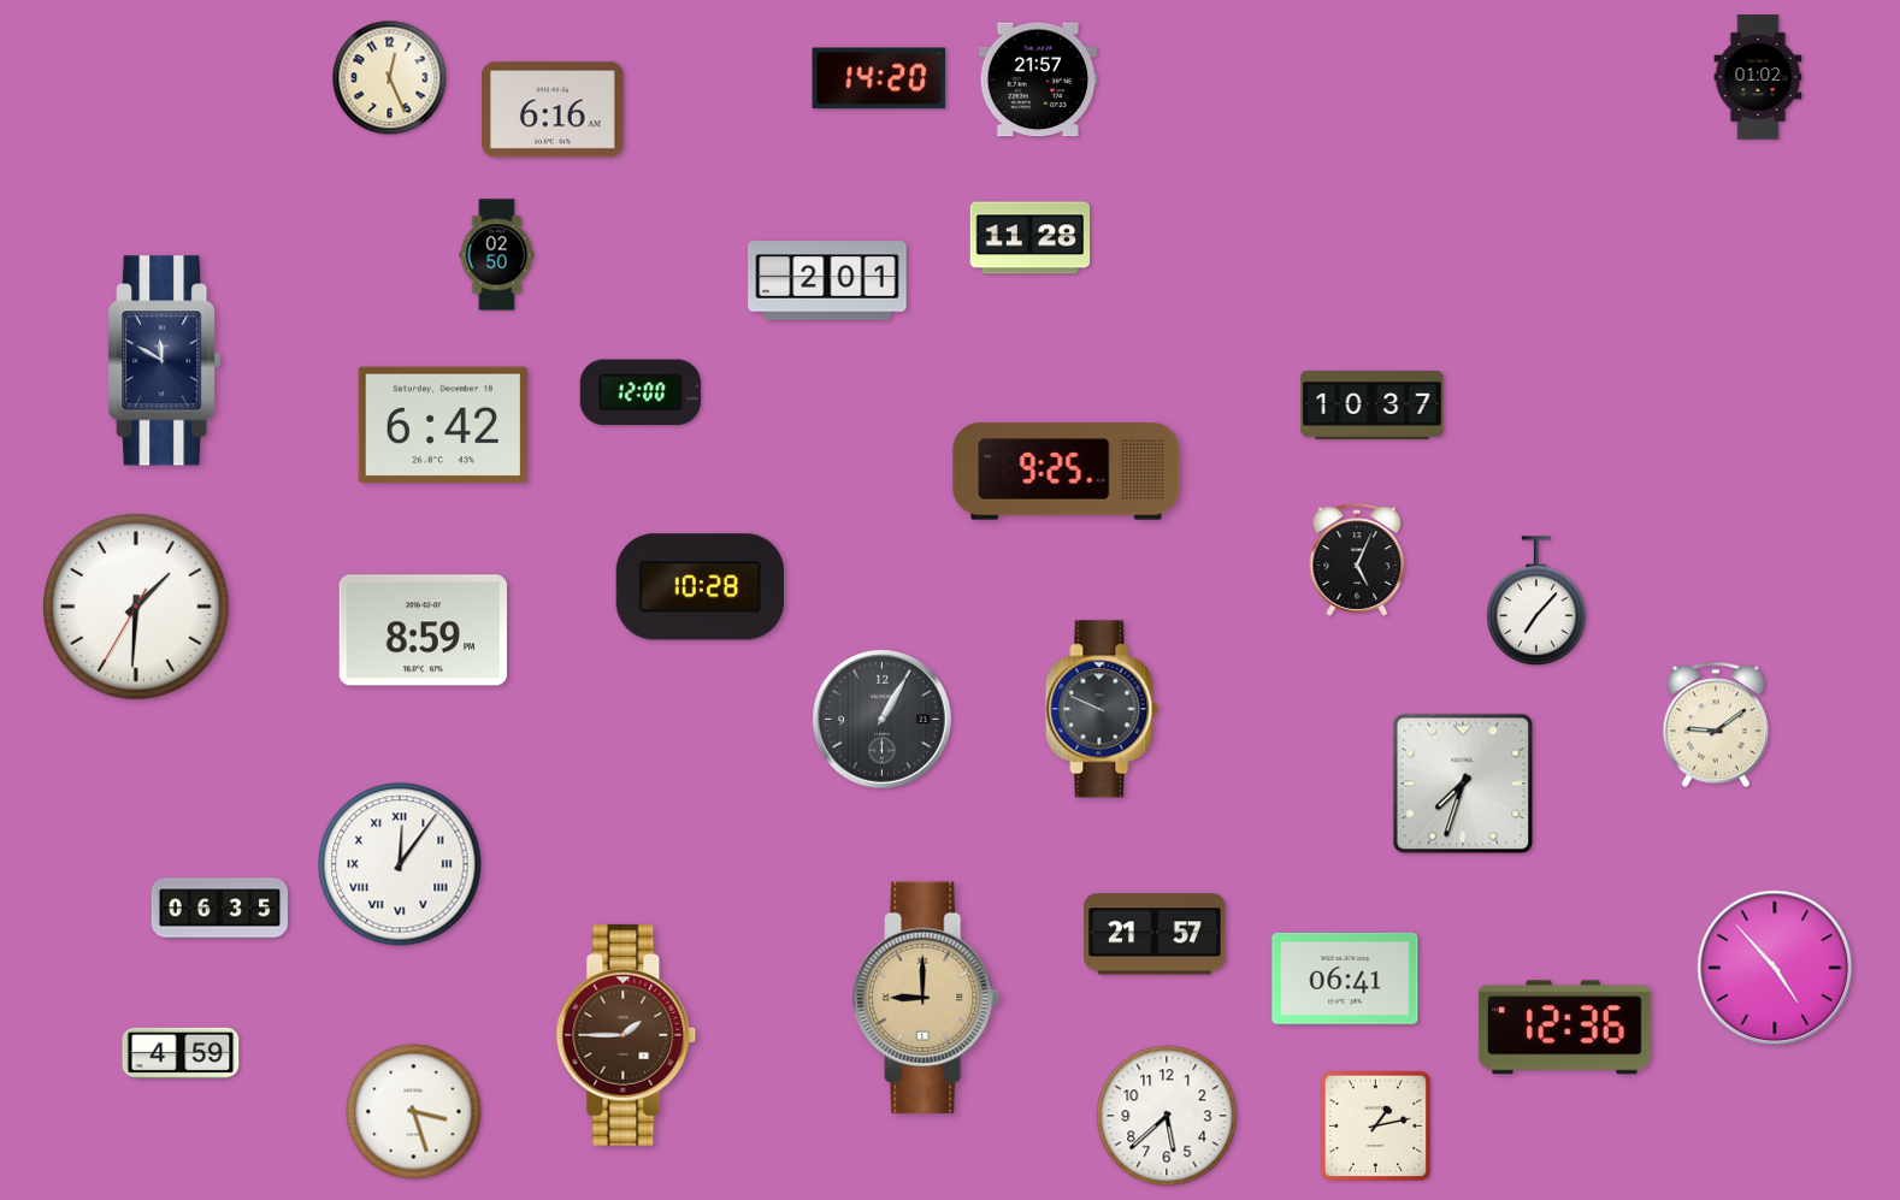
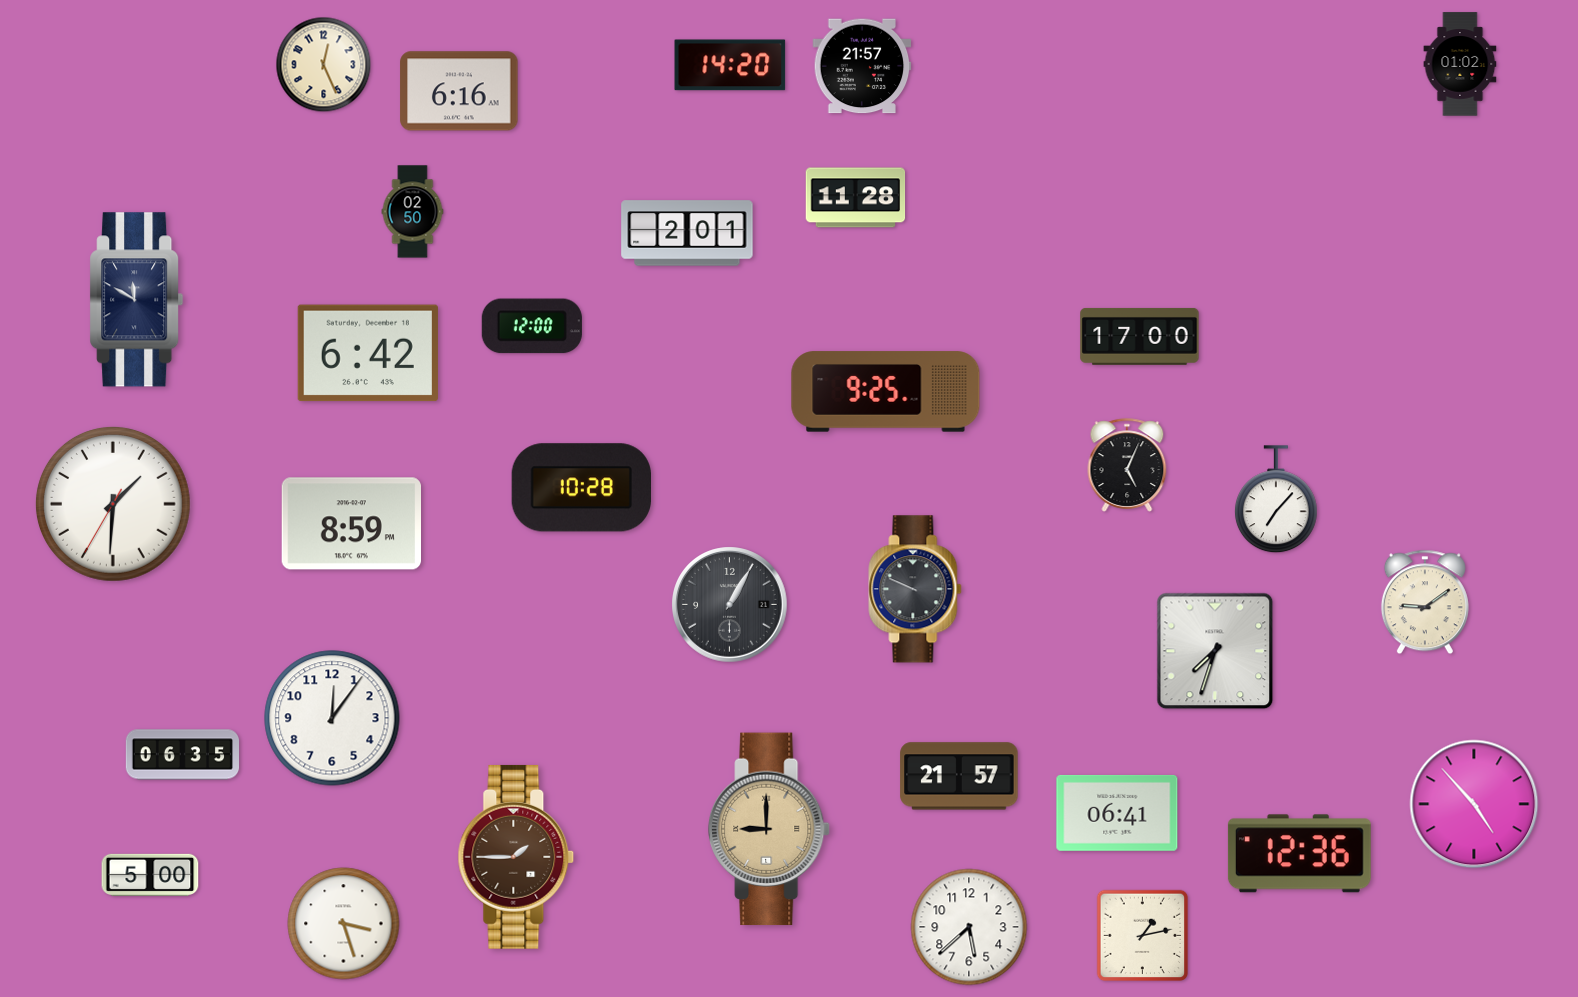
clock at (1373, 406): 10:37 -> 17:00
clock at (883, 720) position: (883, 720) -> (730, 605)
clock at (400, 864) numerals: Roman -> Arabic
clock at (626, 1035) position: (626, 1035) -> (516, 857)
clock at (181, 1053): 4:59 -> 5:00
